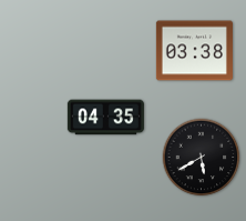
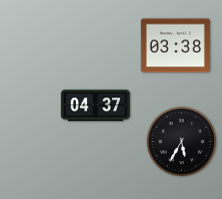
clock at (105, 118): 04:35 -> 04:37
clock at (202, 158): 5:40 -> 5:35
